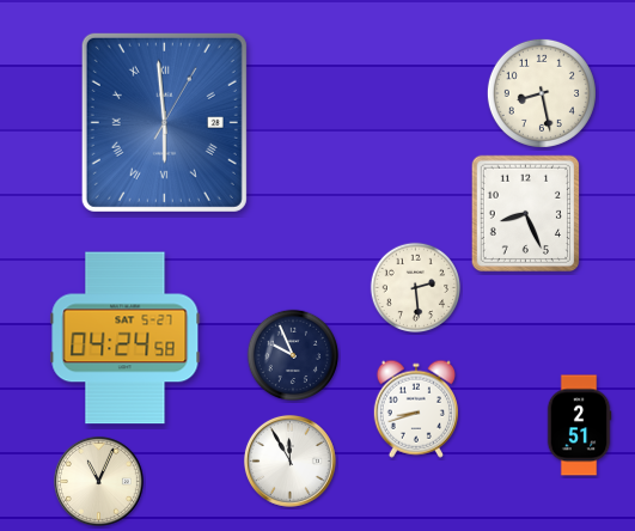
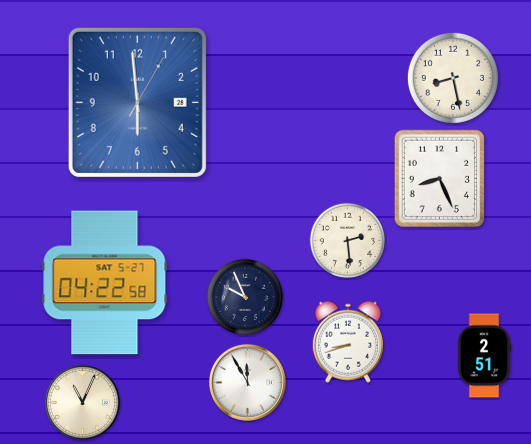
clock at (164, 122) numerals: Roman -> Arabic
clock at (126, 338): 04:24 -> 04:22
clock at (289, 460) position: (289, 460) -> (247, 382)
